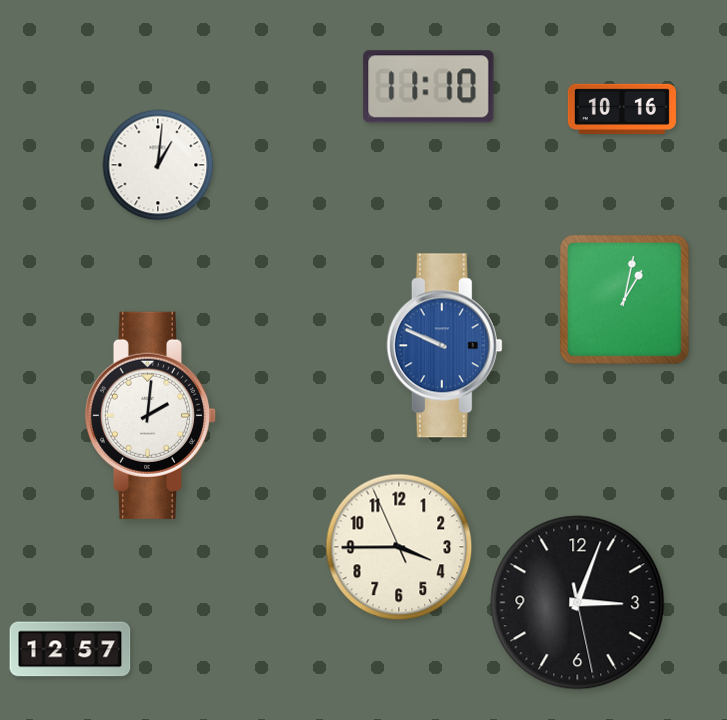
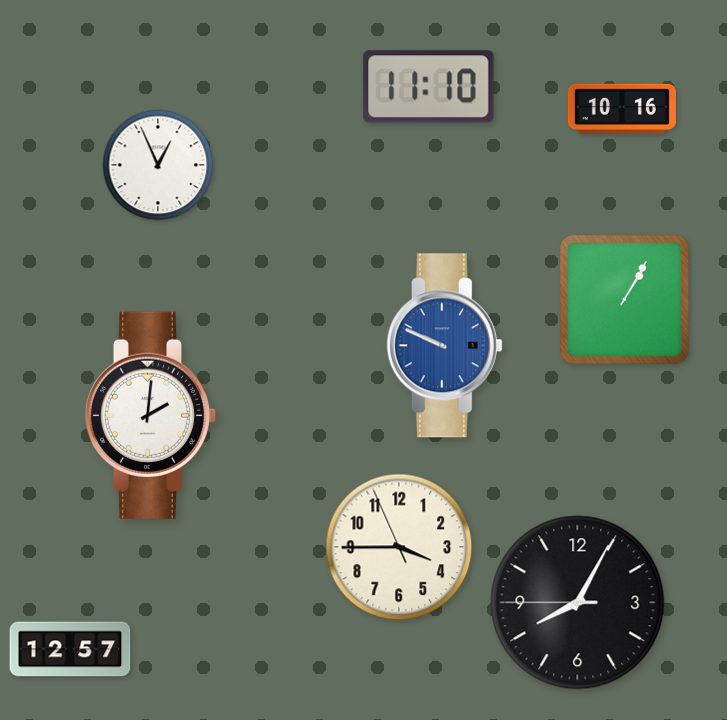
clock at (158, 165): 1:01 -> 12:56
clock at (625, 300): 1:02 -> 1:05
clock at (578, 603): 3:03 -> 8:04
